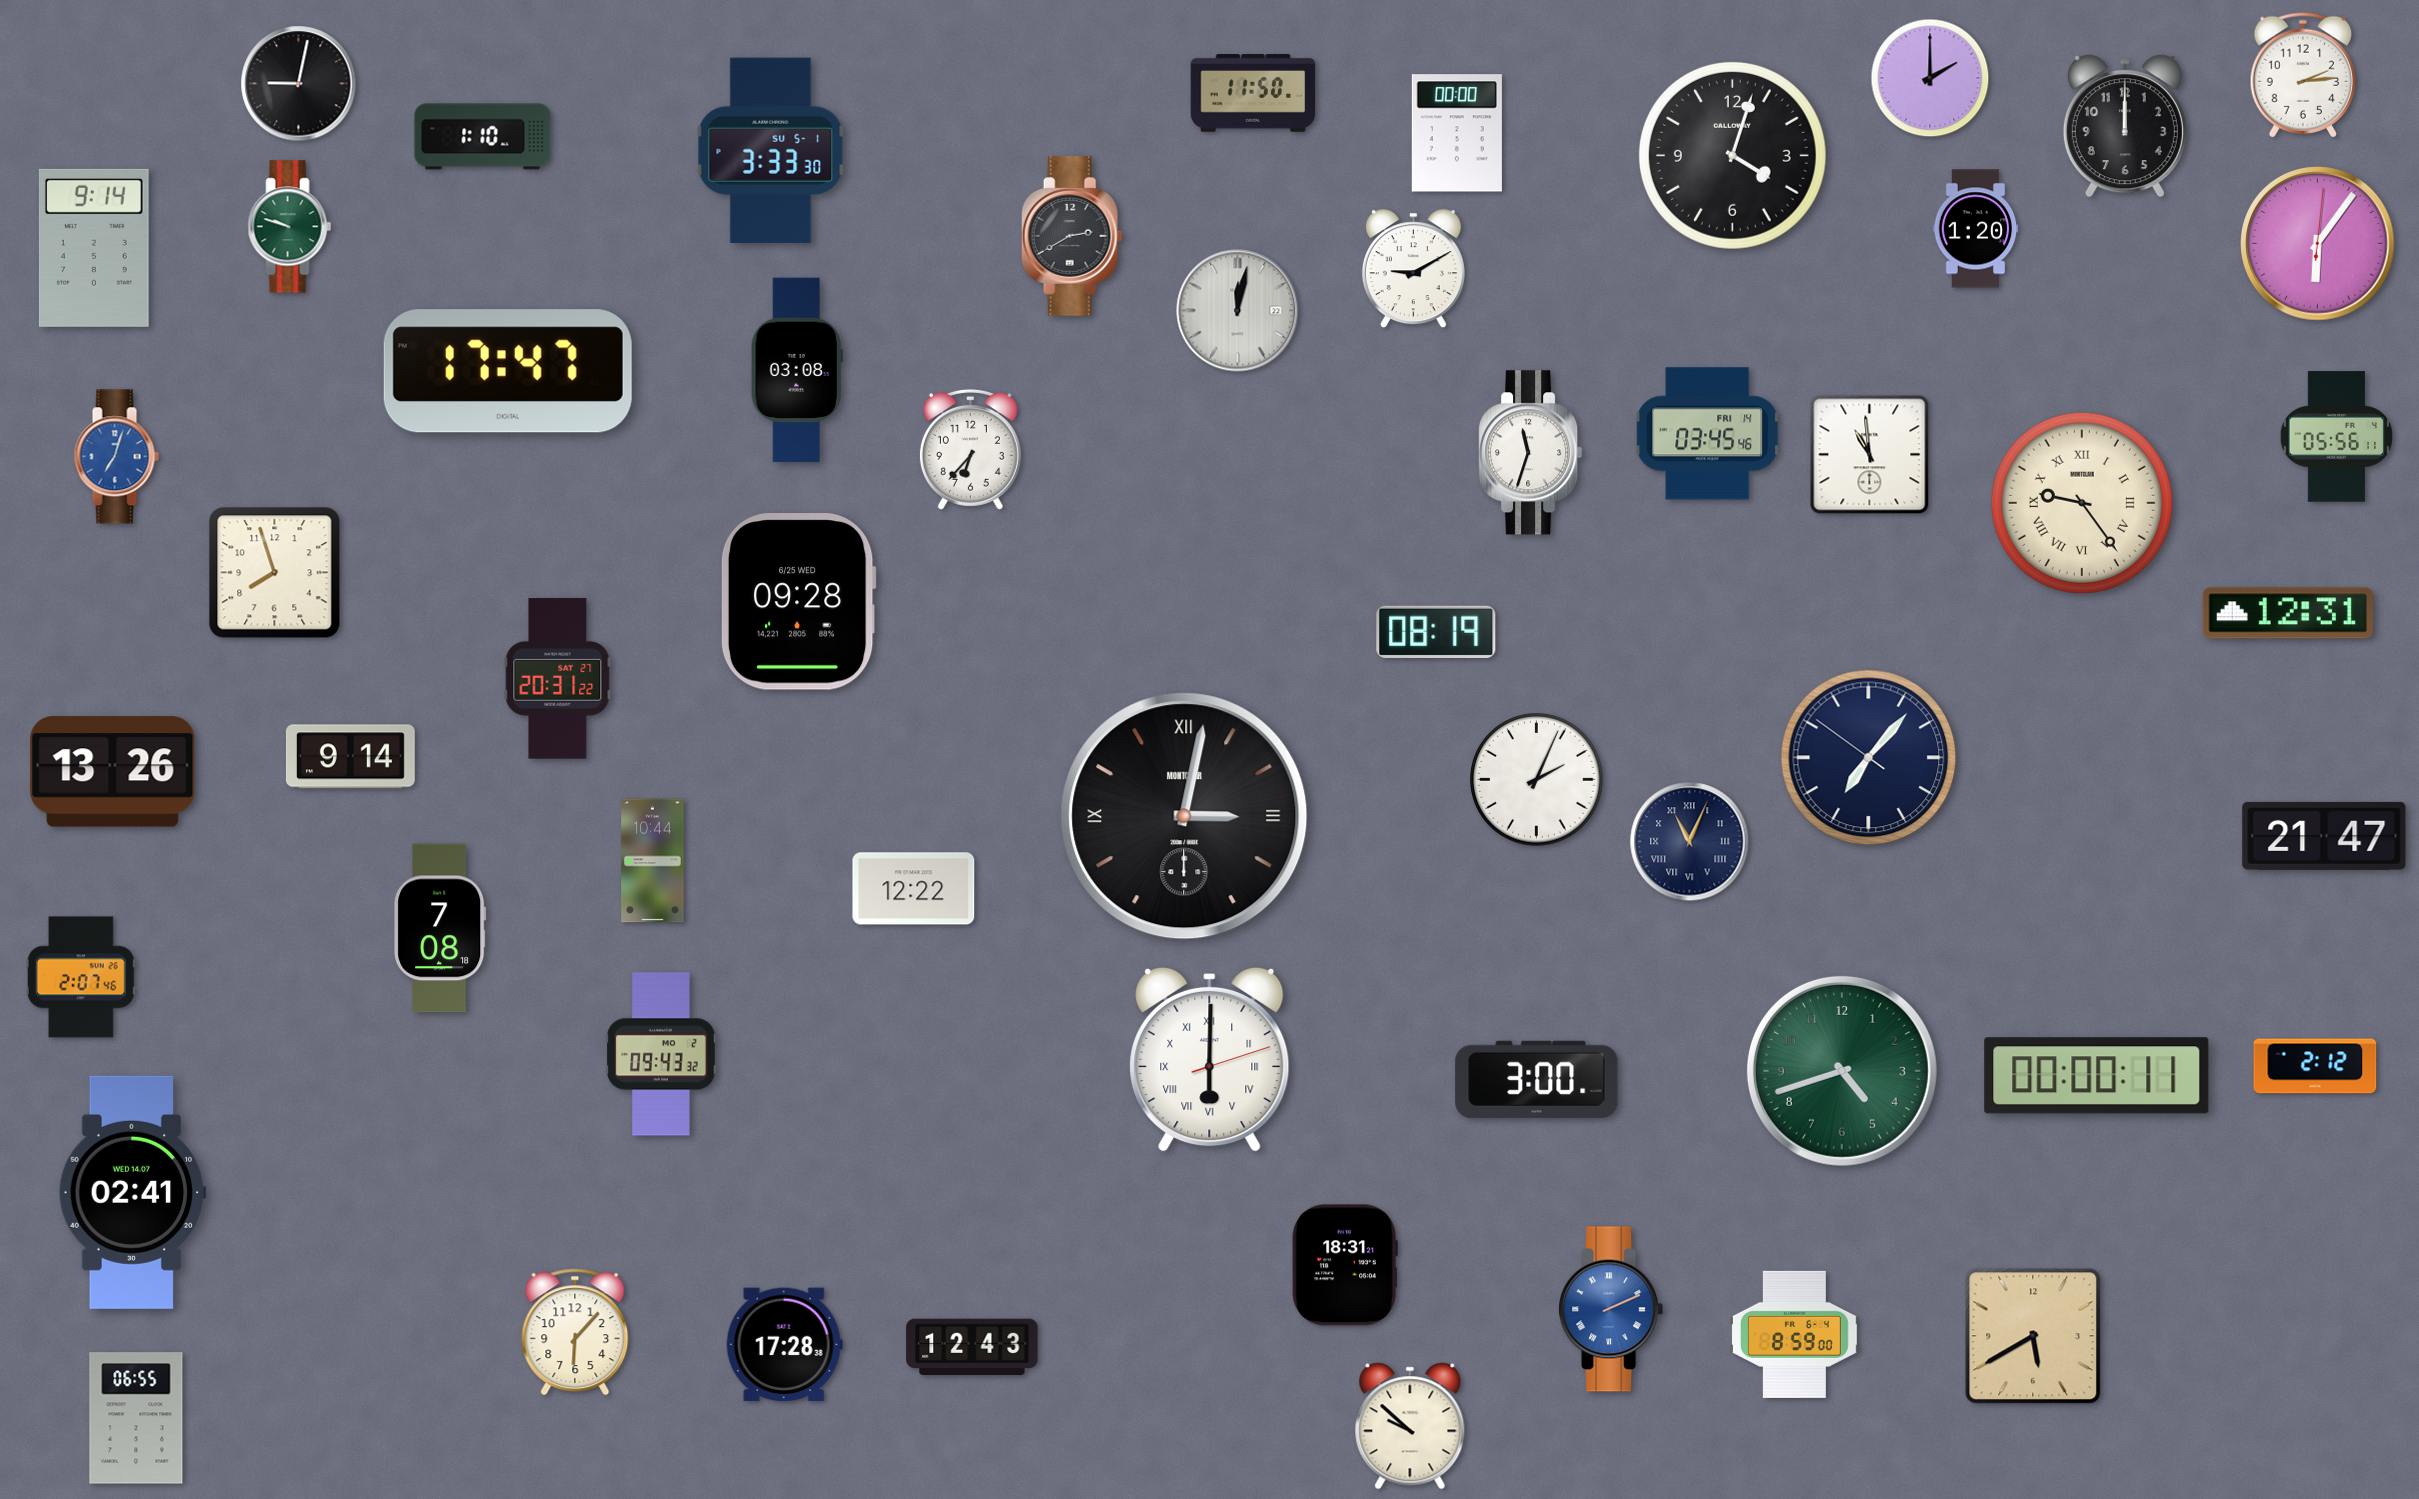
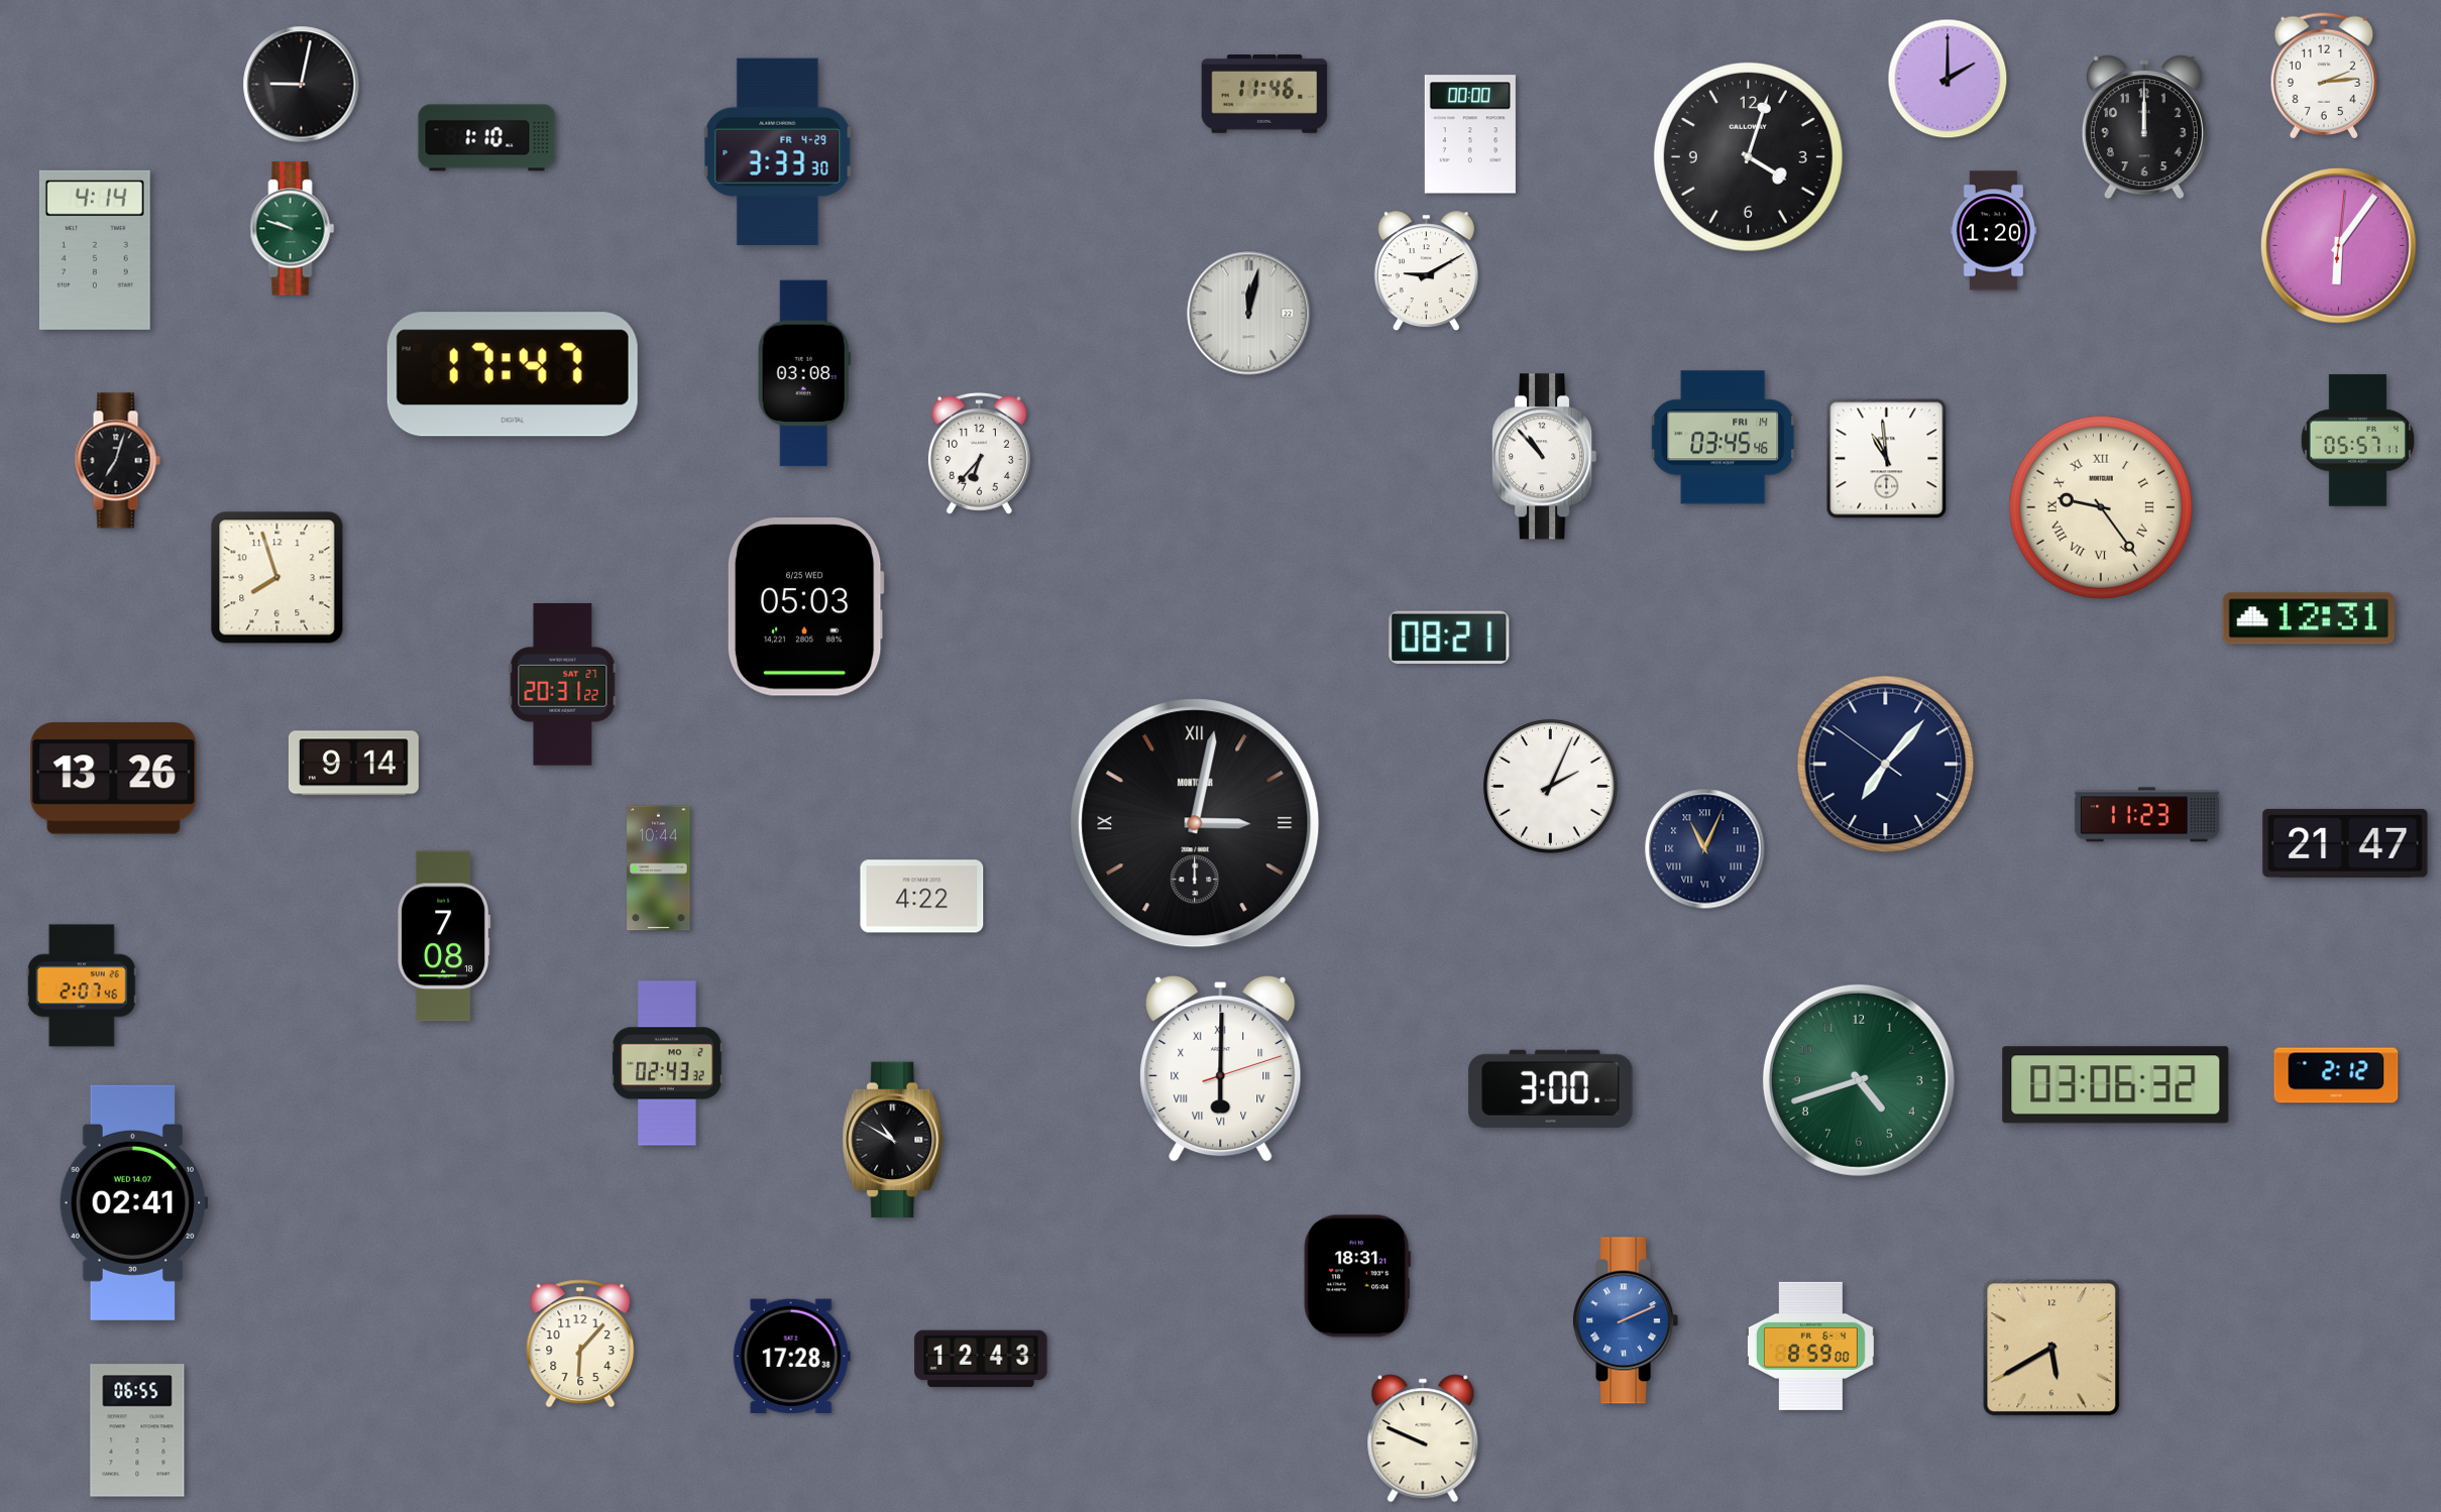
clock at (1253, 93): 11:50 -> 11:46
clock at (771, 150) date: SU 5-1 -> FR 4-29
clock at (1072, 236): 2:40 -> none
clock at (94, 248): 9:14 -> 4:14
clock at (2336, 437): 05:56 -> 05:57
clock at (1531, 453): 11:33 -> 10:53
clock at (116, 457) dial: blue -> black
clock at (798, 602): 09:28 -> 05:03
clock at (1436, 632): 08:19 -> 08:21
clock at (2146, 815): none -> 11:23
clock at (914, 889): 12:22 -> 4:22
clock at (661, 1054): 09:43 -> 02:43
clock at (2097, 1076): 00:00 -> 03:06
clock at (893, 1140): none -> 10:50
clock at (1410, 1426): 9:52 -> 9:49
